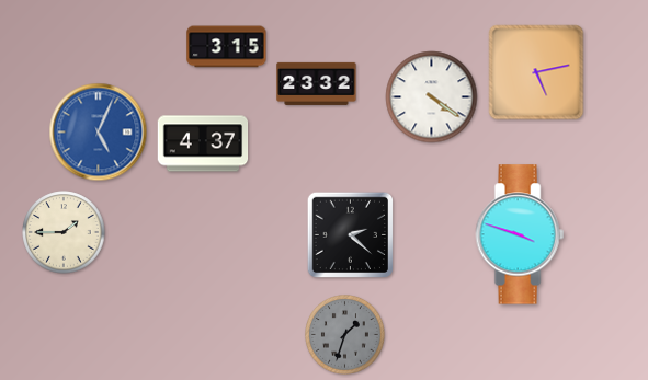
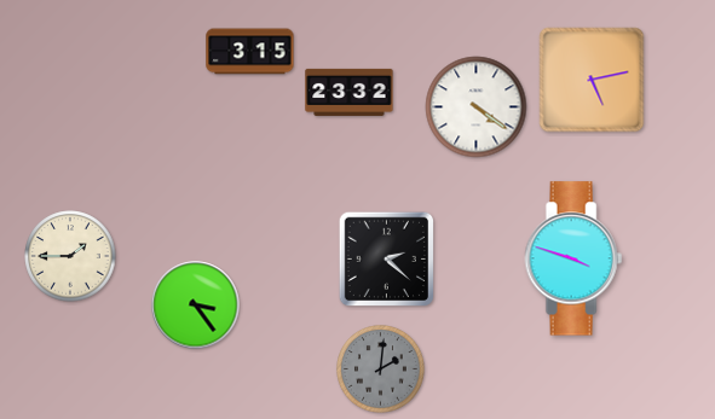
clock at (99, 133): 5:04 -> none
clock at (203, 143): 4:37 -> none
clock at (196, 305): none -> 3:24
clock at (345, 335): 1:33 -> 2:01
